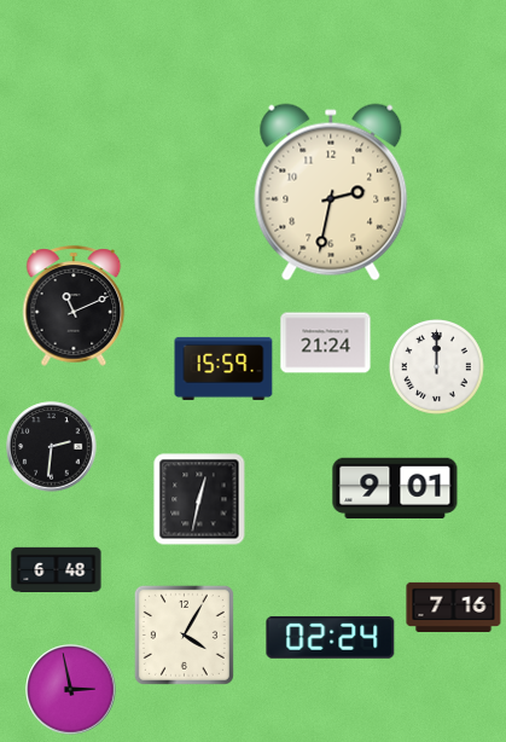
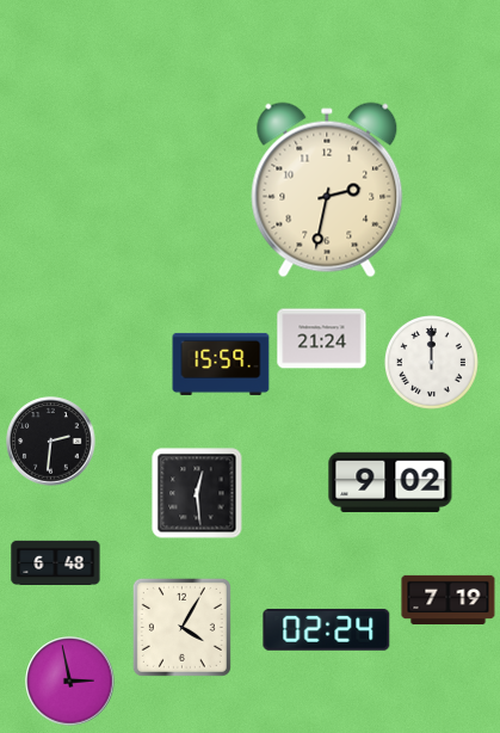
clock at (74, 306): 11:11 -> none
clock at (395, 487): 9:01 -> 9:02
clock at (199, 499): 12:32 -> 12:29
clock at (454, 607): 7:16 -> 7:19
